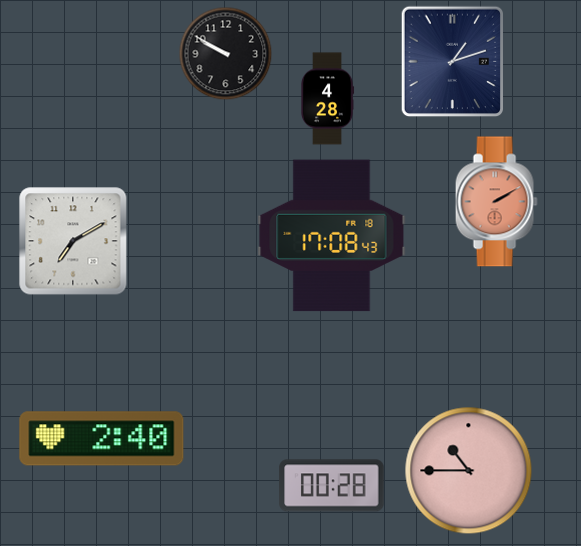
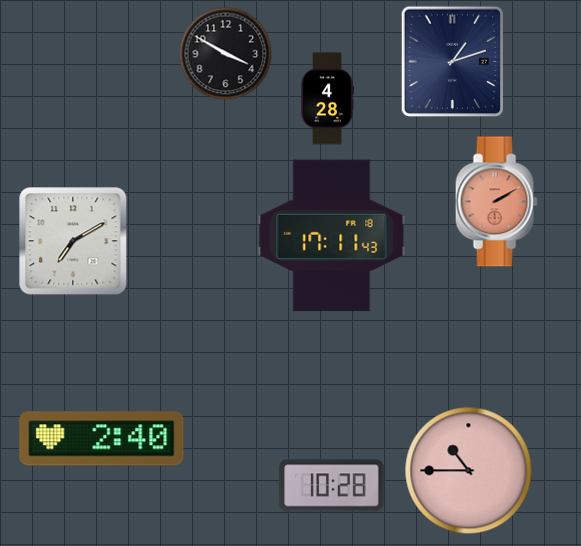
clock at (226, 54): 9:50 -> 3:50
clock at (332, 236): 17:08 -> 17:11
clock at (332, 486): 00:28 -> 10:28
